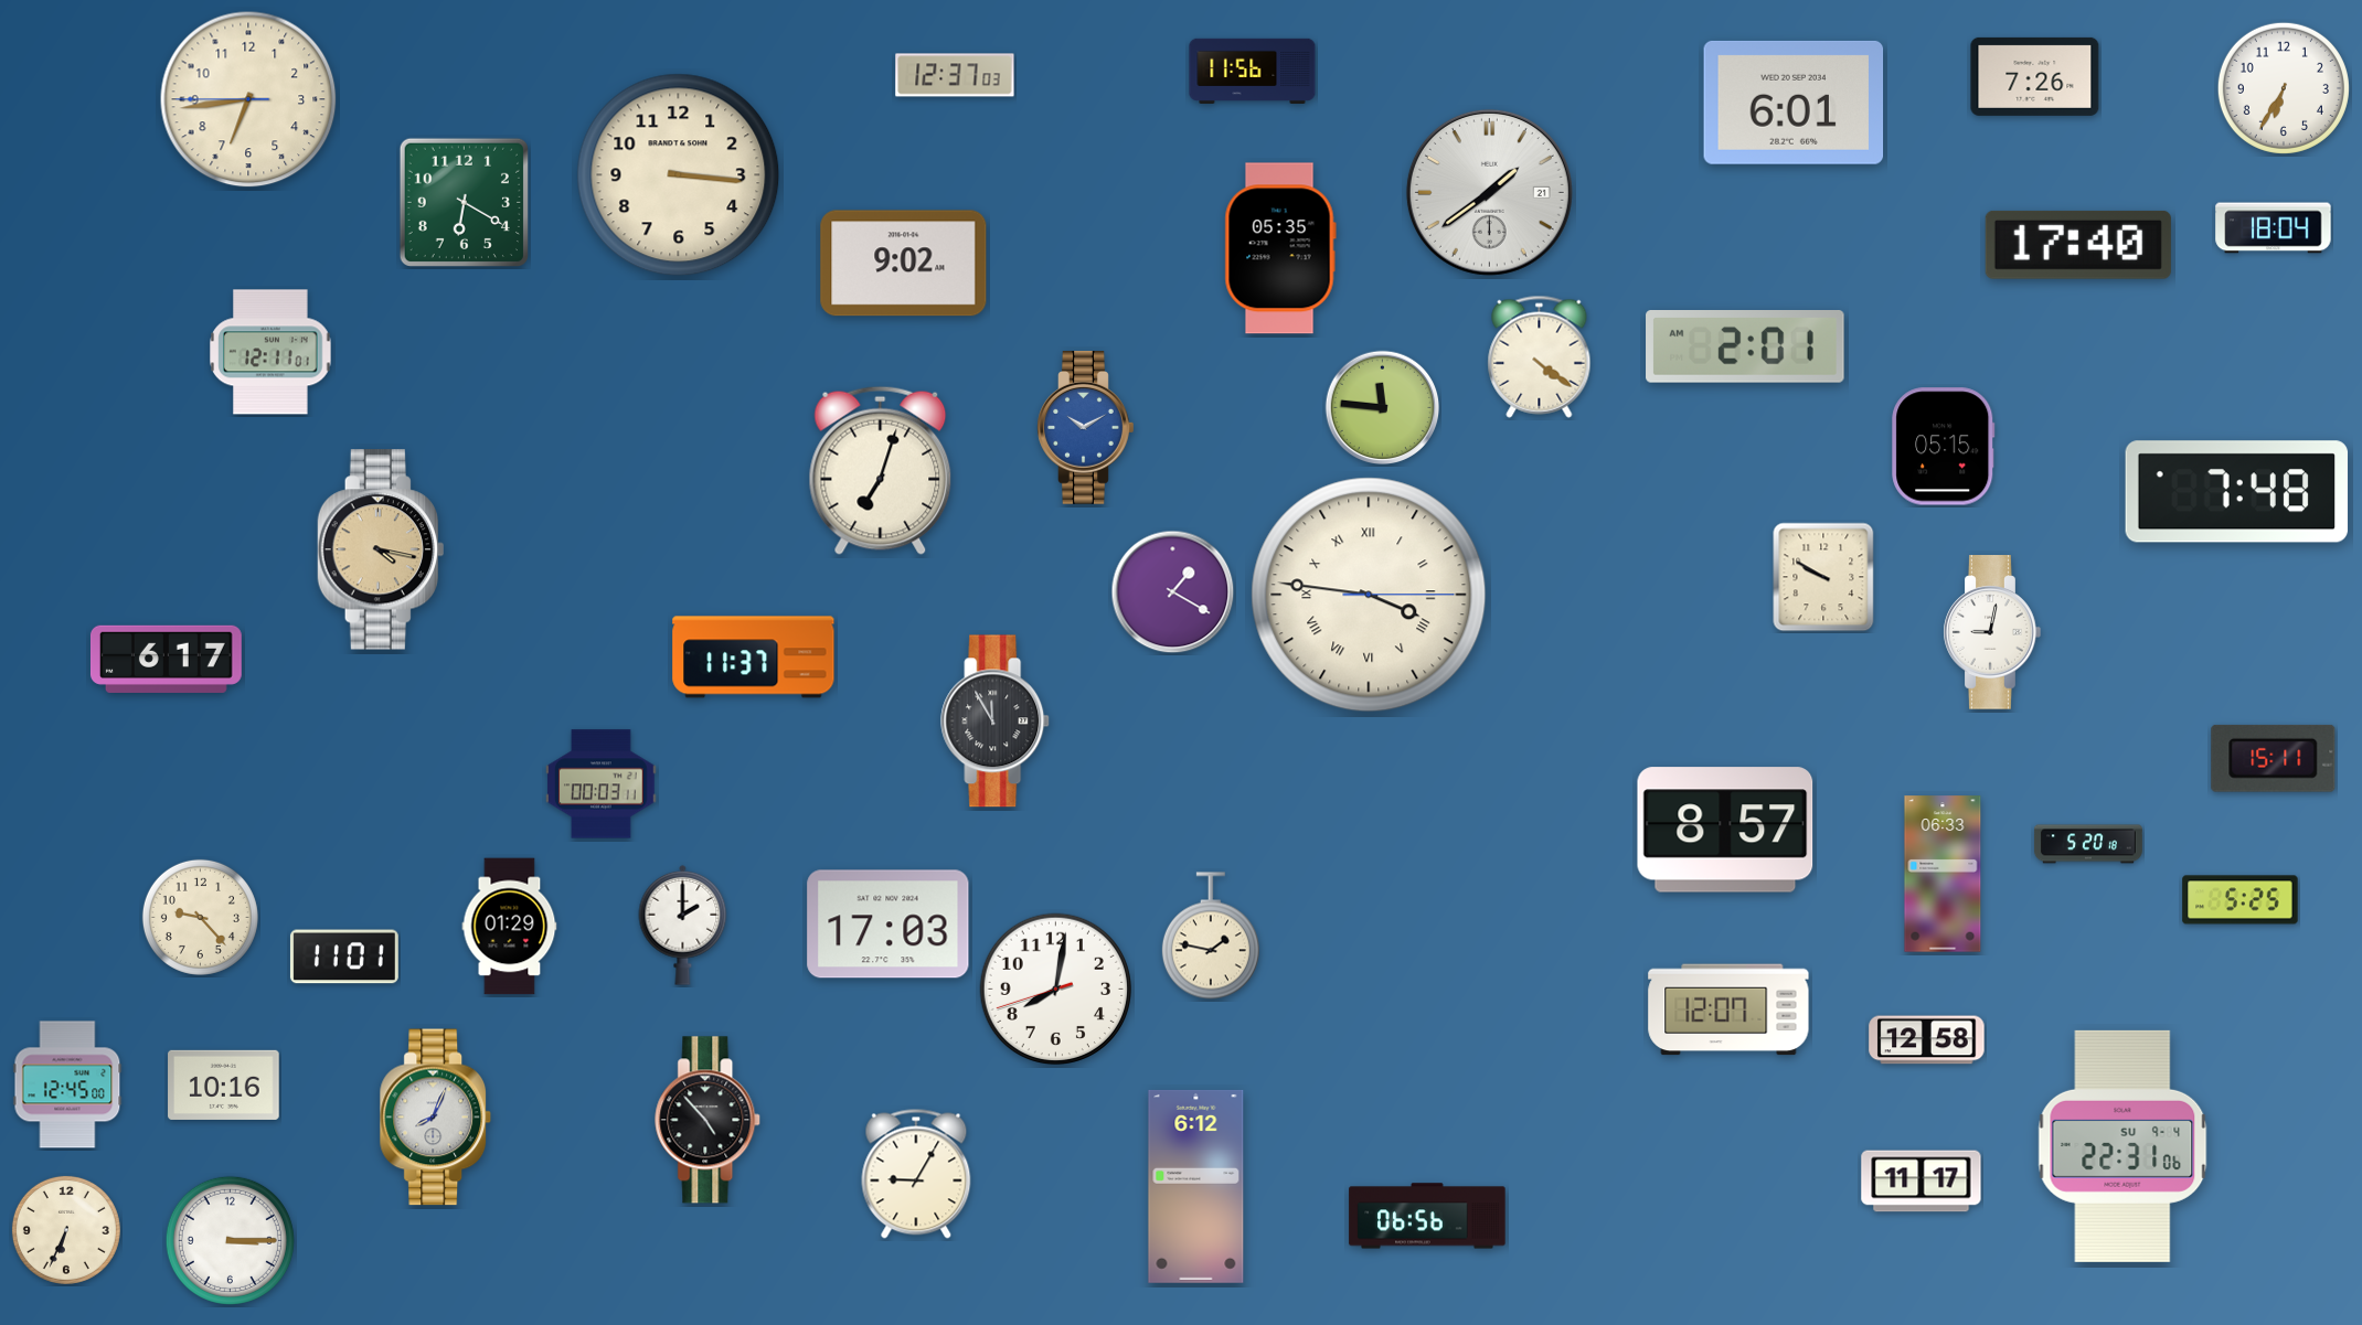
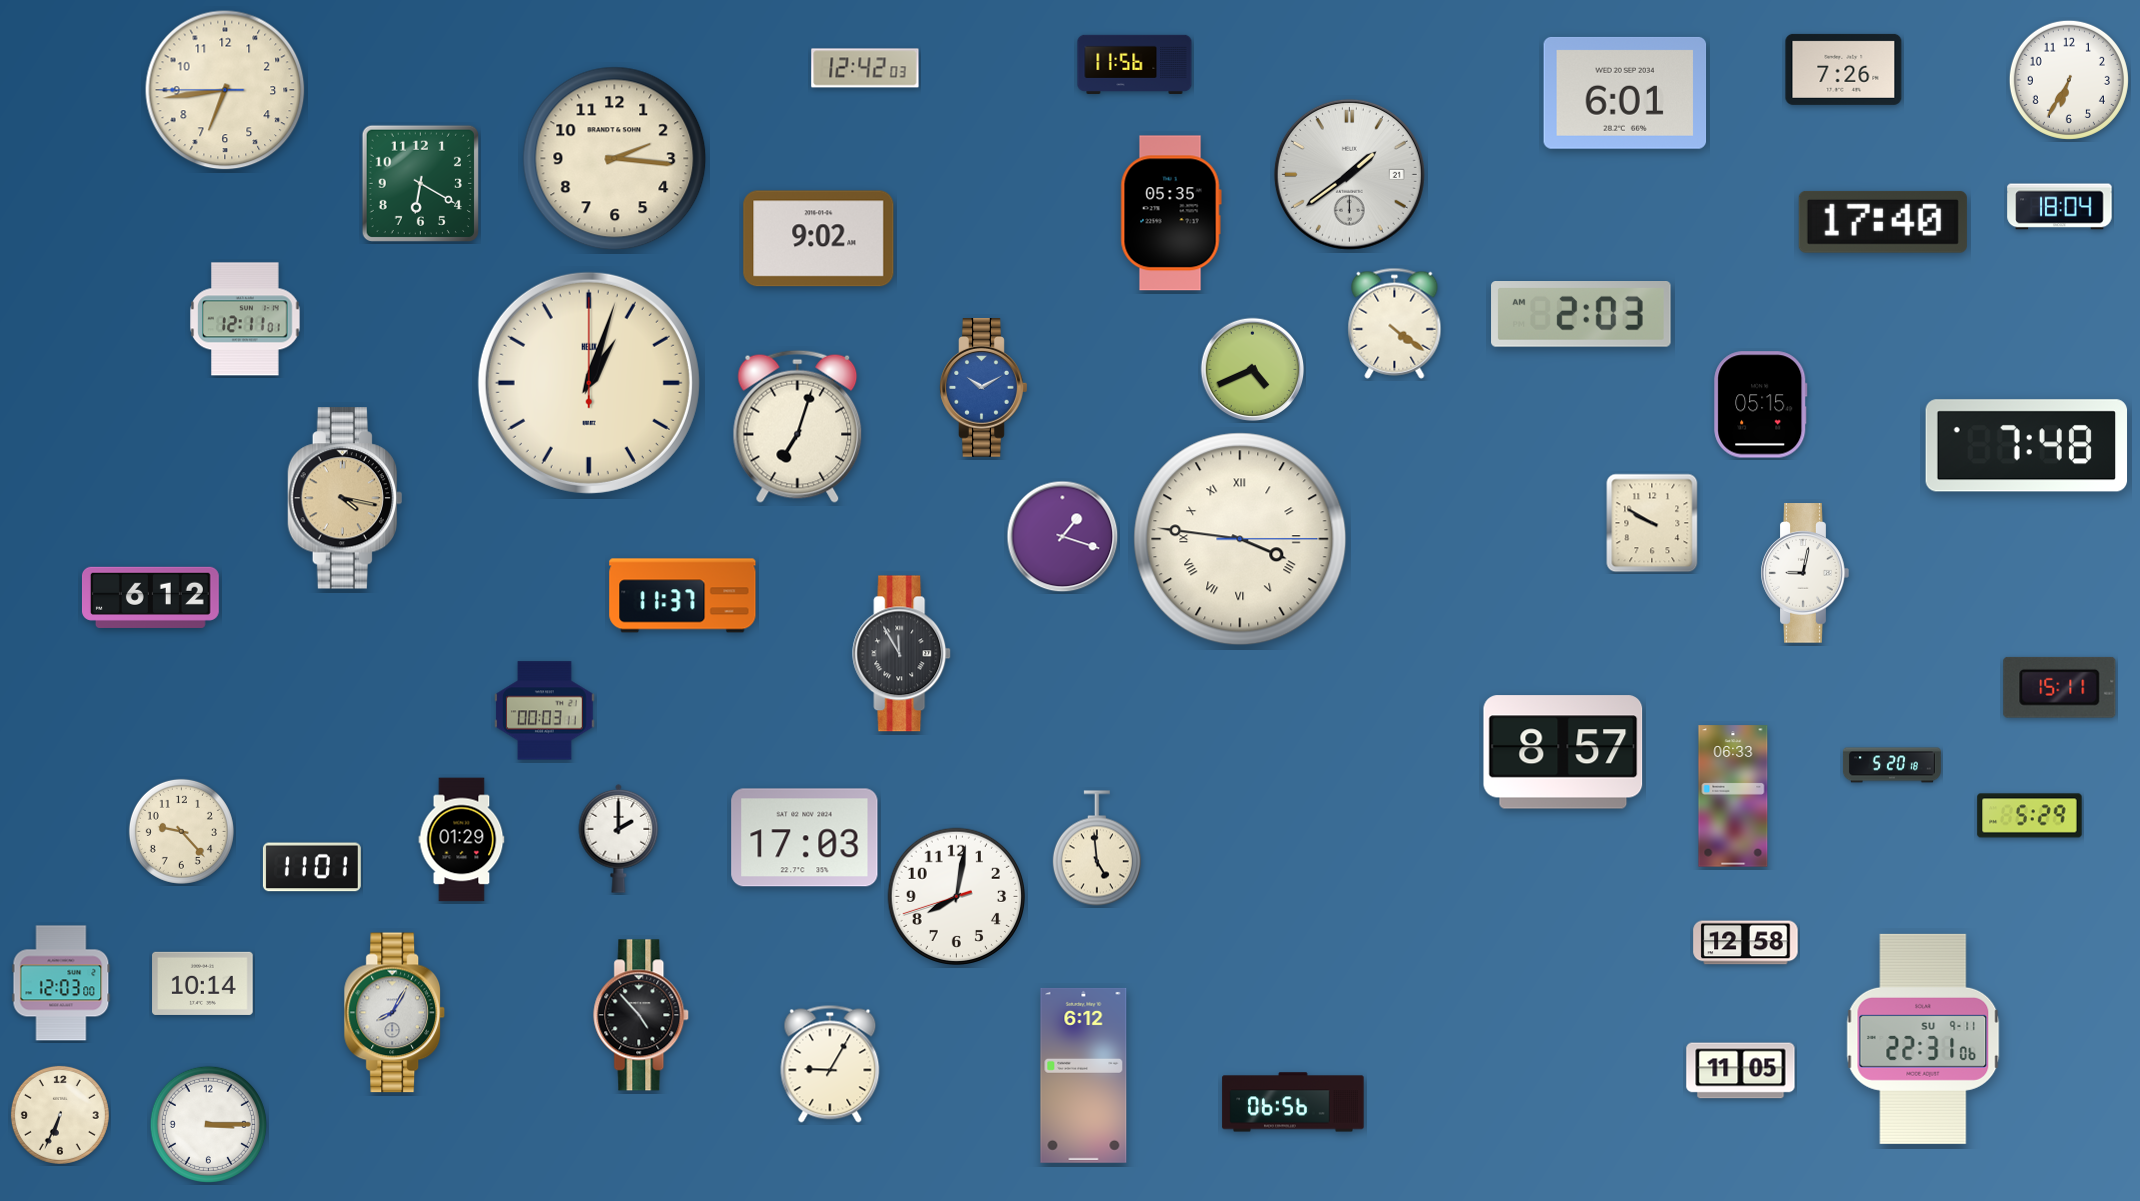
clock at (955, 75): 12:37 -> 12:42
clock at (679, 175): 3:16 -> 2:16
clock at (1280, 248) position: (1280, 248) -> (1171, 213)
clock at (1745, 348): 2:01 -> 2:03
clock at (1383, 408): 11:46 -> 4:41
clock at (589, 383): none -> 1:03
clock at (1173, 592): 1:20 -> 1:18
clock at (166, 659): 6:17 -> 6:12
clock at (1943, 874) position: (1943, 874) -> (1733, 796)
clock at (2241, 900): 5:25 -> 5:29
clock at (1211, 936): 1:47 -> 4:59
clock at (1728, 1009): 12:07 -> none
clock at (67, 1084): 12:45 -> 12:03
clock at (224, 1084): 10:16 -> 10:14
clock at (436, 1118): 8:04 -> 8:05
clock at (2122, 1146) date: SU 9-4 -> SU 9-11
clock at (1922, 1182): 11:17 -> 11:05
